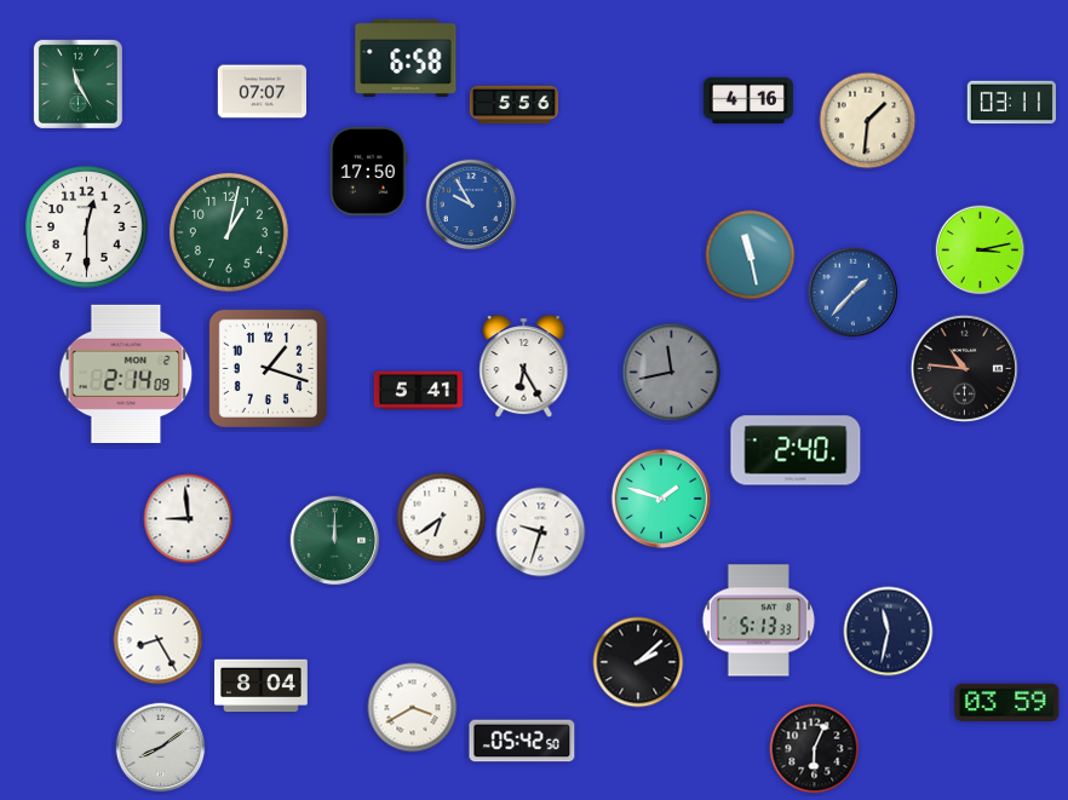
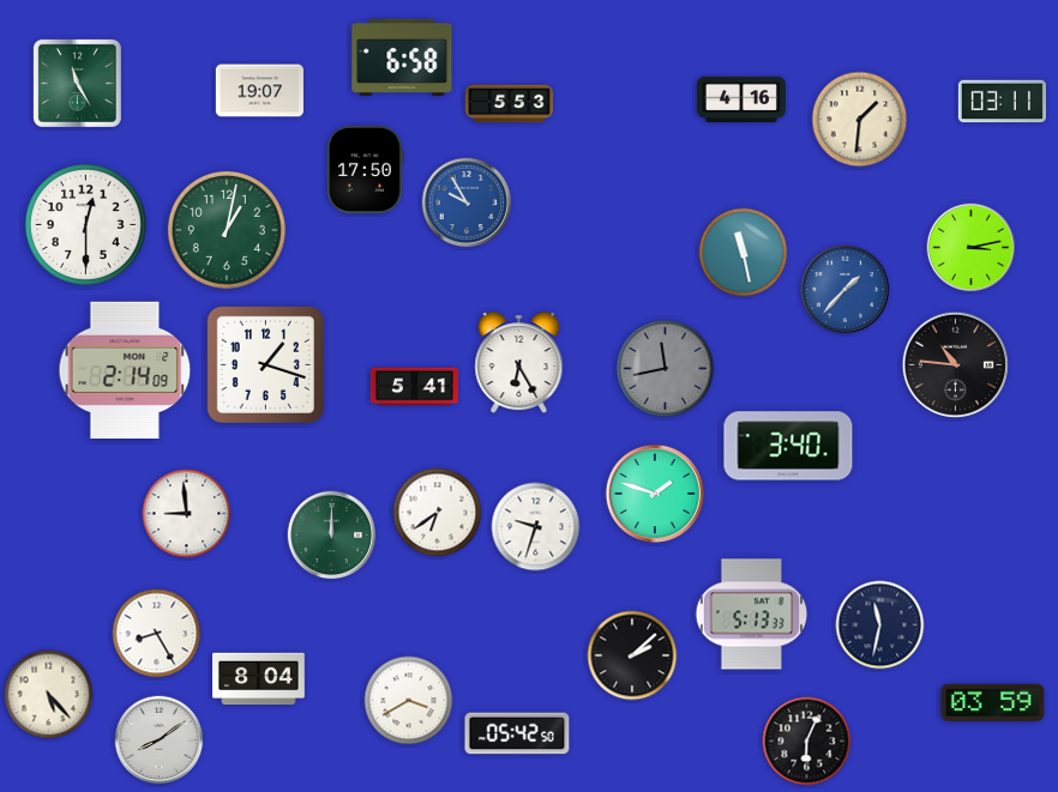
clock at (262, 92): 07:07 -> 19:07
clock at (513, 105): 5:56 -> 5:53
clock at (796, 450): 2:40 -> 3:40
clock at (49, 695): none -> 5:23
clock at (1007, 702) position: (1007, 702) -> (993, 702)
